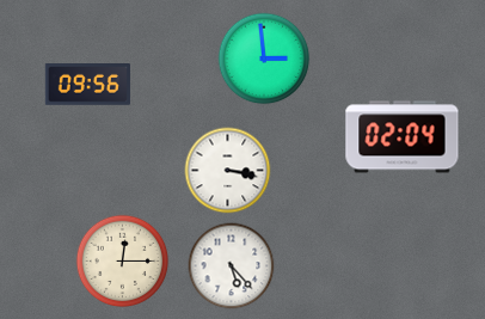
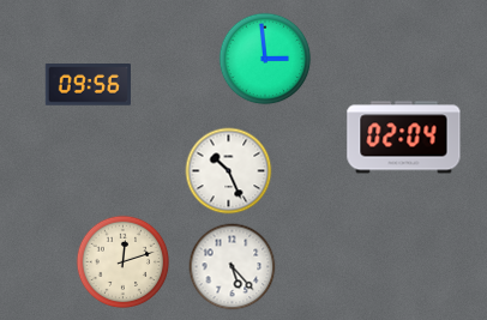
clock at (228, 171): 3:17 -> 10:26
clock at (123, 262): 12:15 -> 12:12
